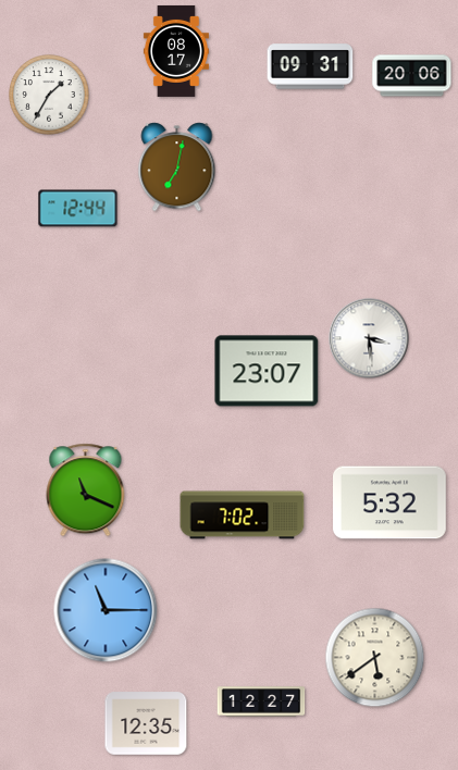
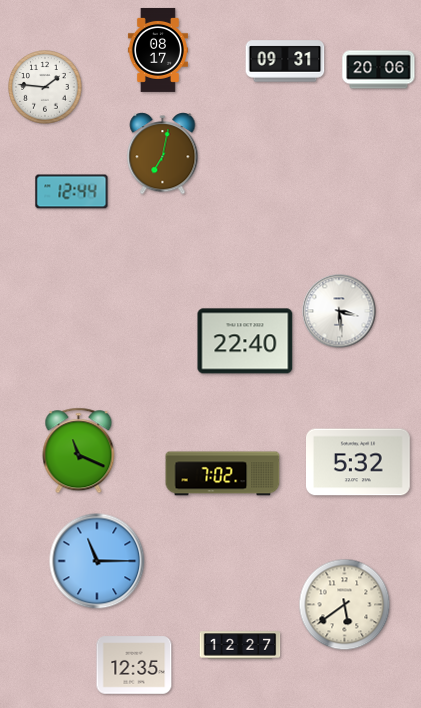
clock at (176, 51) position: (176, 51) -> (158, 50)
clock at (49, 95): 1:35 -> 1:46
clock at (267, 371): 23:07 -> 22:40
